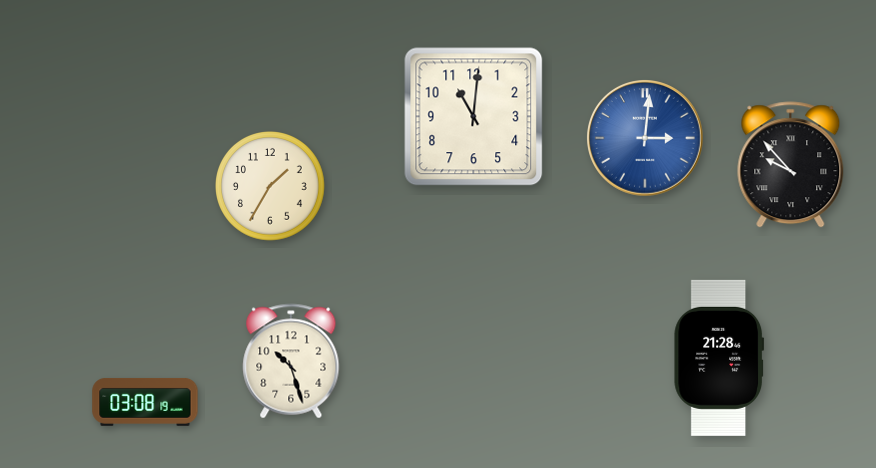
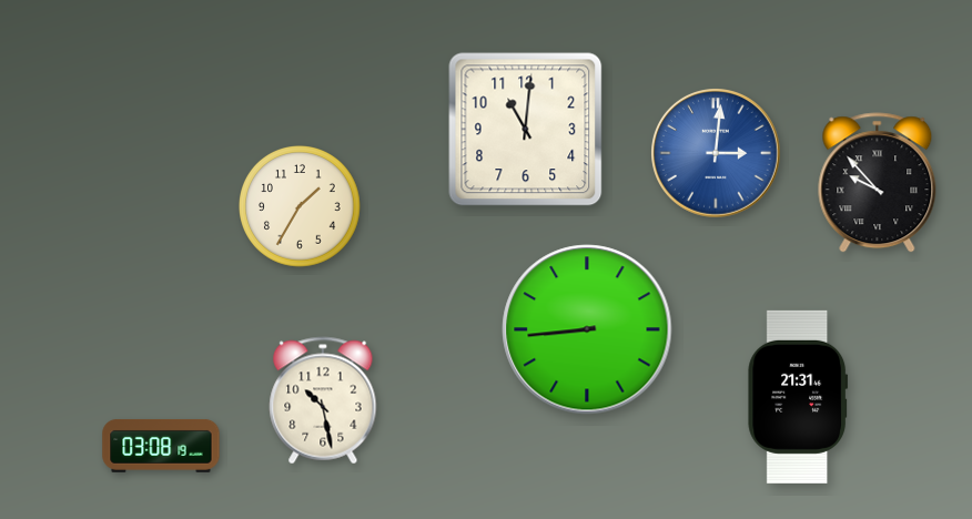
clock at (587, 329): none -> 8:44
clock at (719, 358): 21:28 -> 21:31
clock at (291, 361): 10:27 -> 10:28
